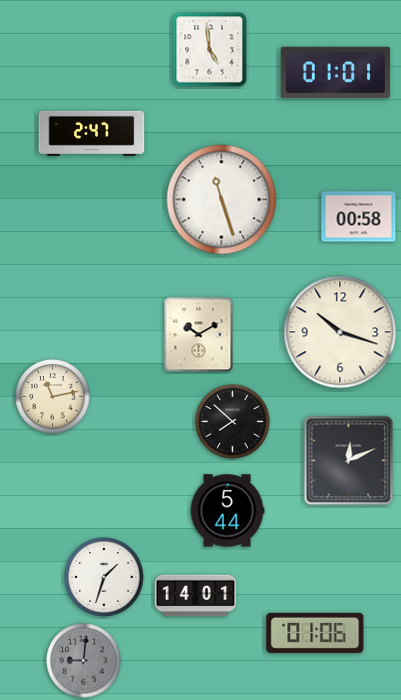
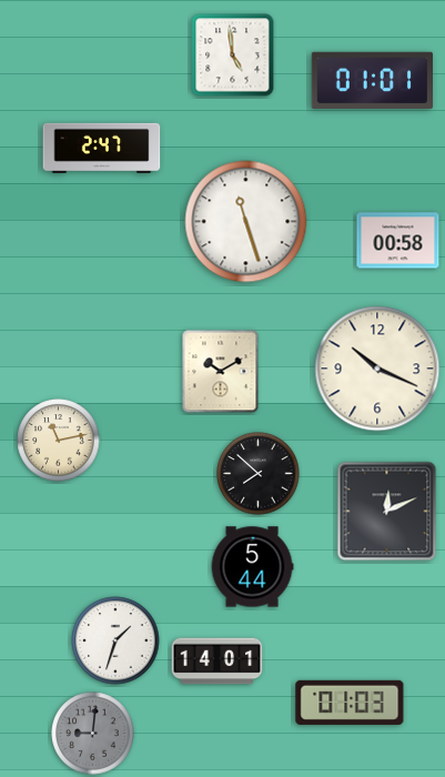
clock at (340, 332): 10:18 -> 10:19
clock at (233, 422) position: (233, 422) -> (259, 474)
clock at (315, 633): 01:06 -> 01:03
